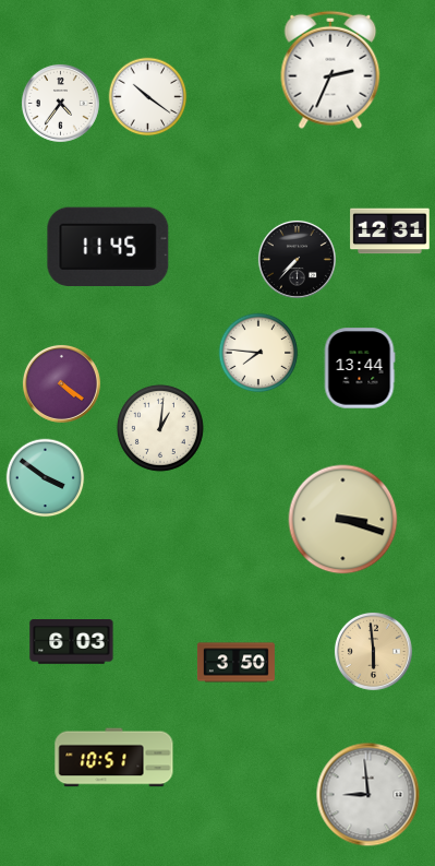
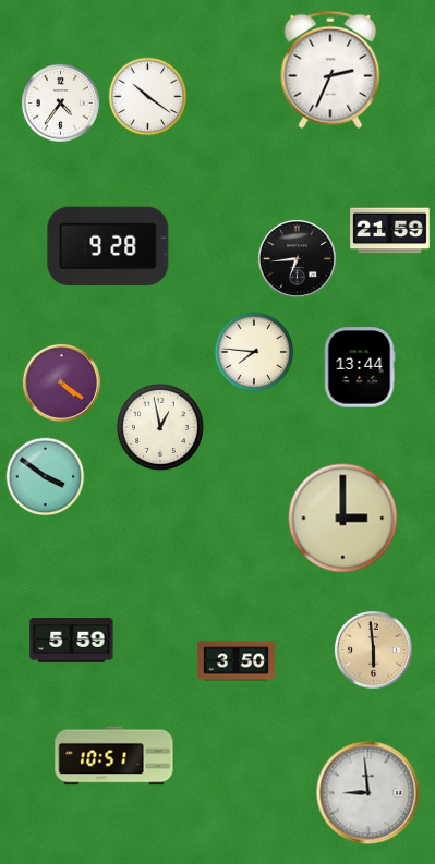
clock at (390, 232): 12:31 -> 21:59
clock at (108, 247): 11:45 -> 9:28
clock at (297, 259): 7:37 -> 6:44
clock at (258, 353) position: (258, 353) -> (254, 352)
clock at (160, 428): 1:01 -> 12:58
clock at (343, 520): 3:18 -> 3:00
clock at (72, 642): 6:03 -> 5:59
